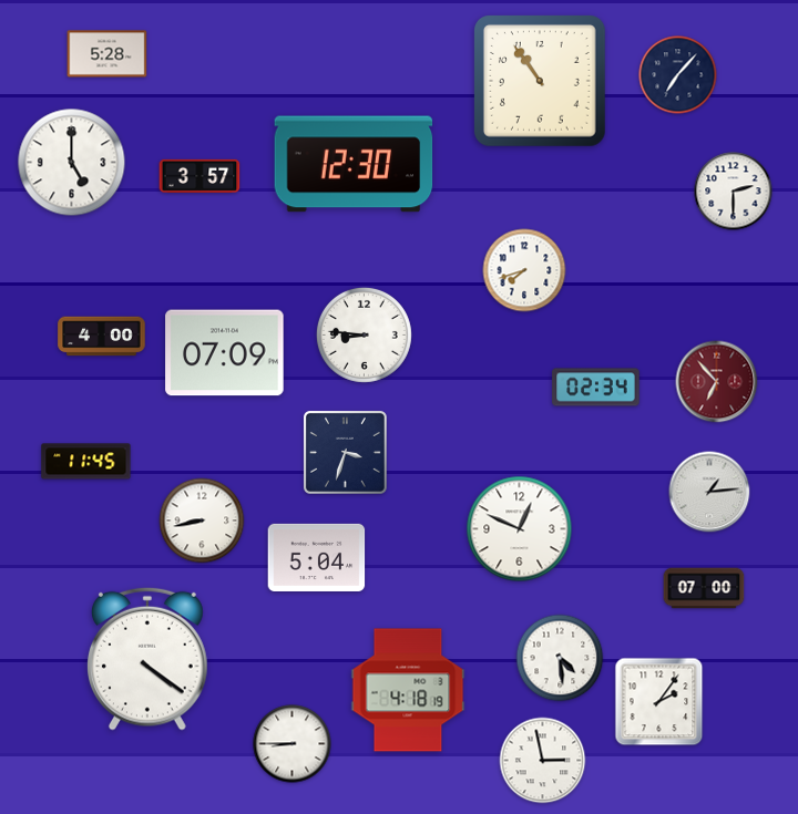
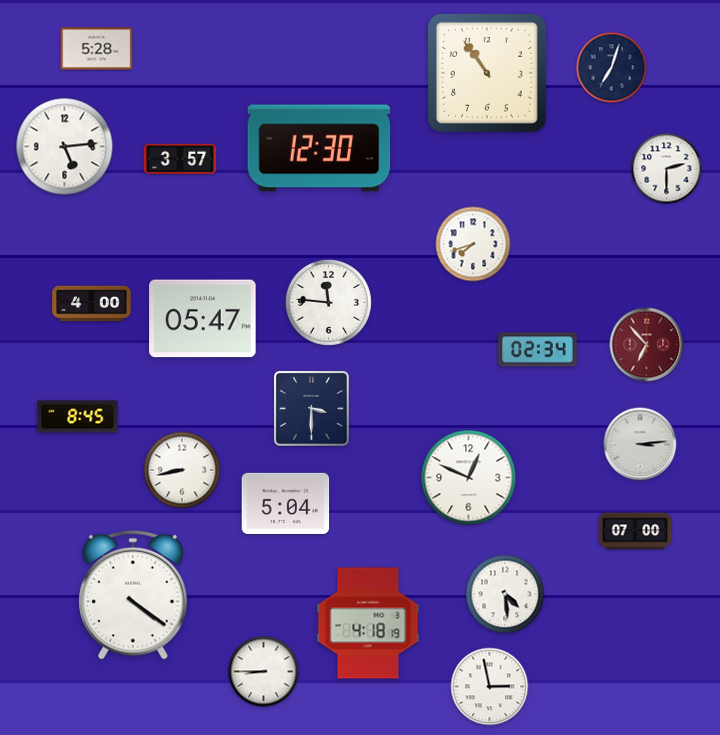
clock at (678, 75): 7:07 -> 7:03
clock at (72, 163): 5:00 -> 5:14
clock at (734, 192) position: (734, 192) -> (667, 169)
clock at (364, 334): 8:46 -> 11:46
clock at (225, 353): 07:09 -> 05:47
clock at (345, 452): 3:33 -> 3:30
clock at (86, 462): 11:45 -> 8:45
clock at (709, 492): 1:14 -> 3:14
clock at (659, 702): 2:06 -> none
